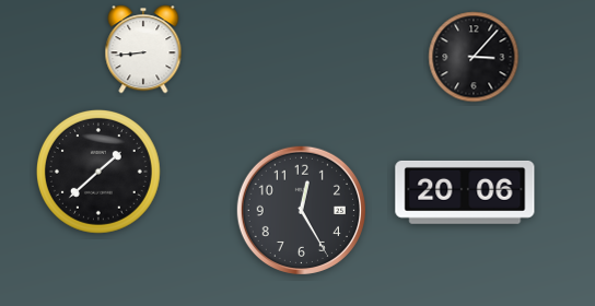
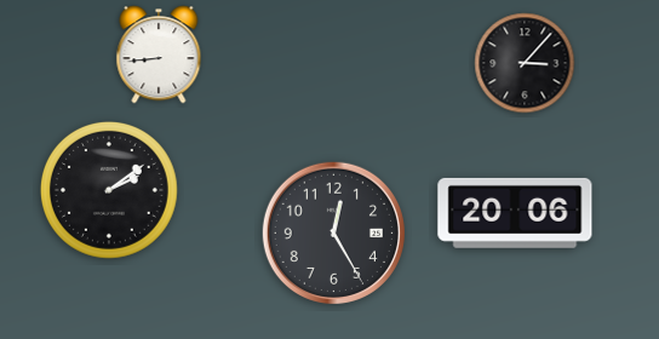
clock at (100, 173): 1:38 -> 2:09
